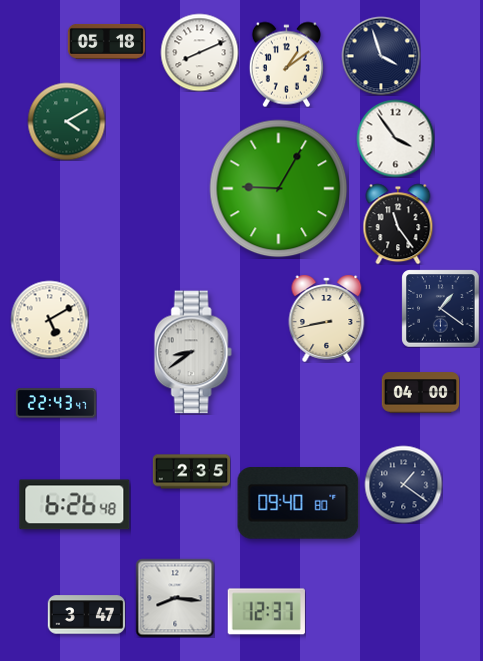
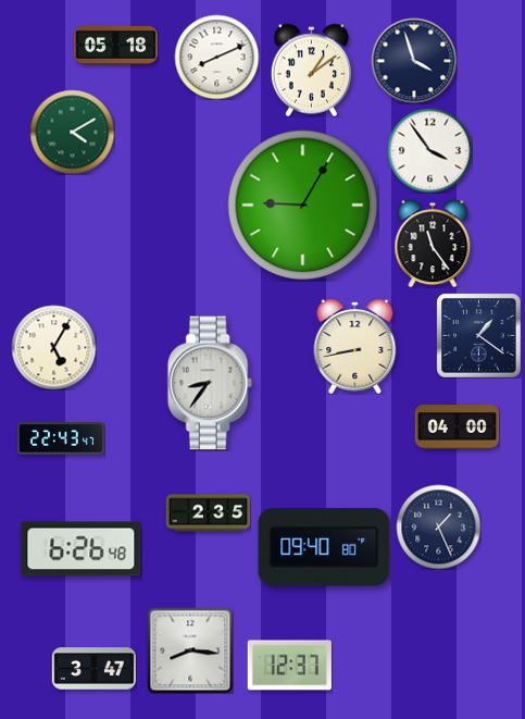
clock at (49, 319): 5:10 -> 5:05
clock at (193, 352): 8:39 -> 8:36
clock at (403, 484): 1:21 -> 1:26
